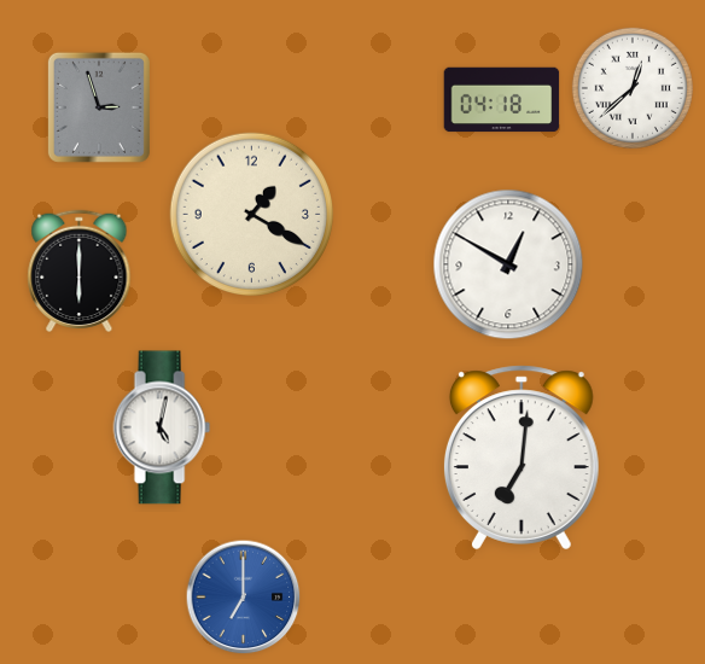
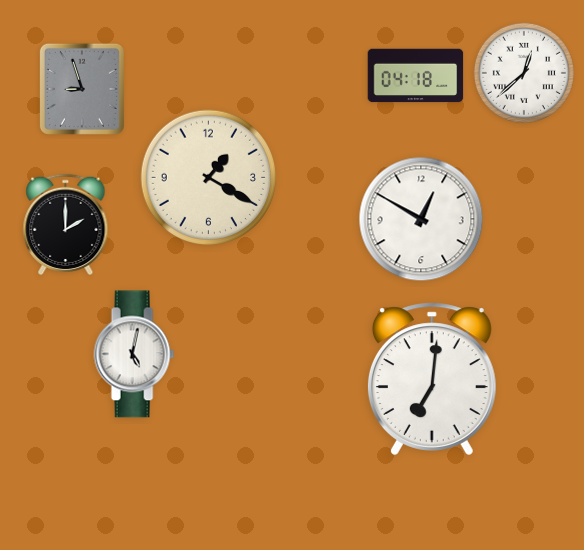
clock at (502, 100) position: (502, 100) -> (416, 76)
clock at (99, 107): 2:57 -> 8:57
clock at (80, 270): 6:00 -> 2:00
clock at (244, 598): 7:00 -> none
